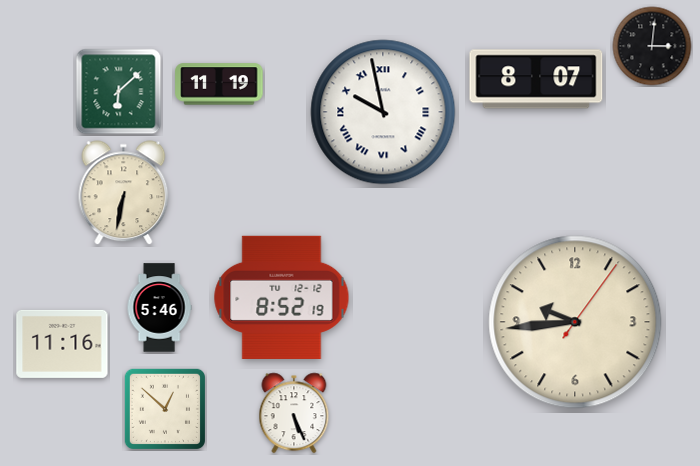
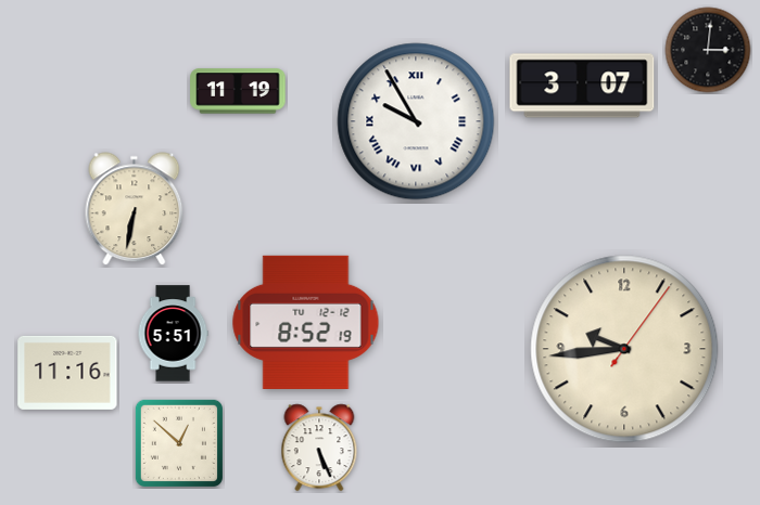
clock at (536, 79): 8:07 -> 3:07
clock at (119, 92): 6:08 -> none
clock at (383, 112): 9:58 -> 9:55
clock at (159, 308): 5:46 -> 5:51
